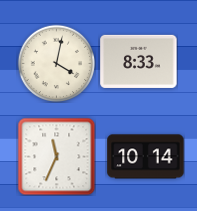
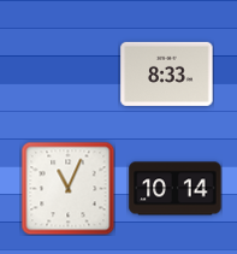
clock at (56, 63): 4:02 -> none
clock at (56, 156): 11:34 -> 11:04
